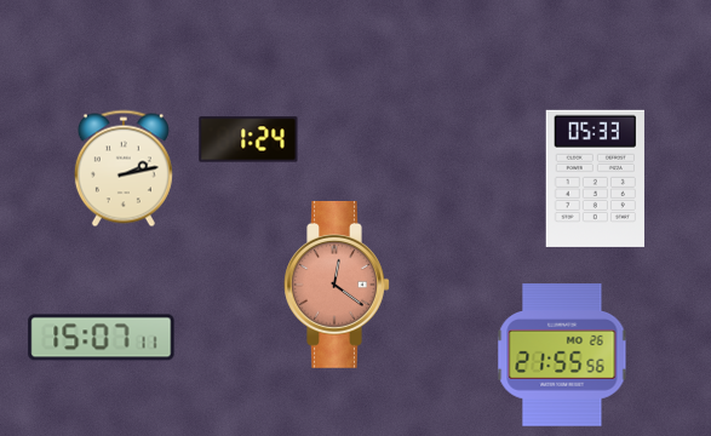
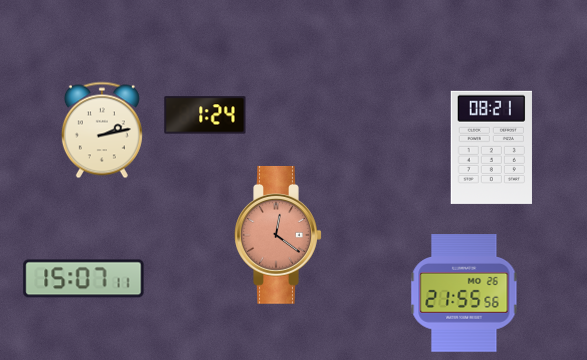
clock at (124, 168) position: (124, 168) -> (102, 130)
clock at (595, 178): 05:33 -> 08:21
